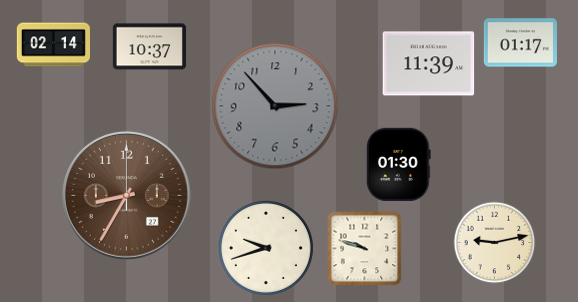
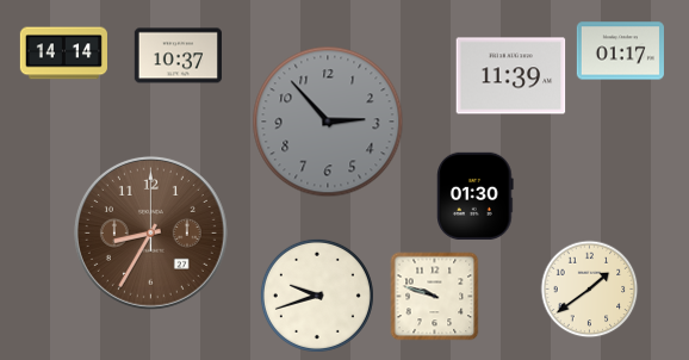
clock at (53, 45): 02:14 -> 14:14
clock at (275, 106) position: (275, 106) -> (328, 122)
clock at (495, 243): 9:13 -> 1:39
